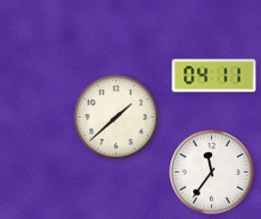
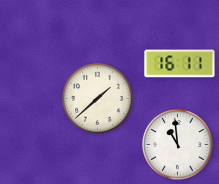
clock at (215, 76): 04:11 -> 16:11
clock at (212, 173): 11:36 -> 10:59
